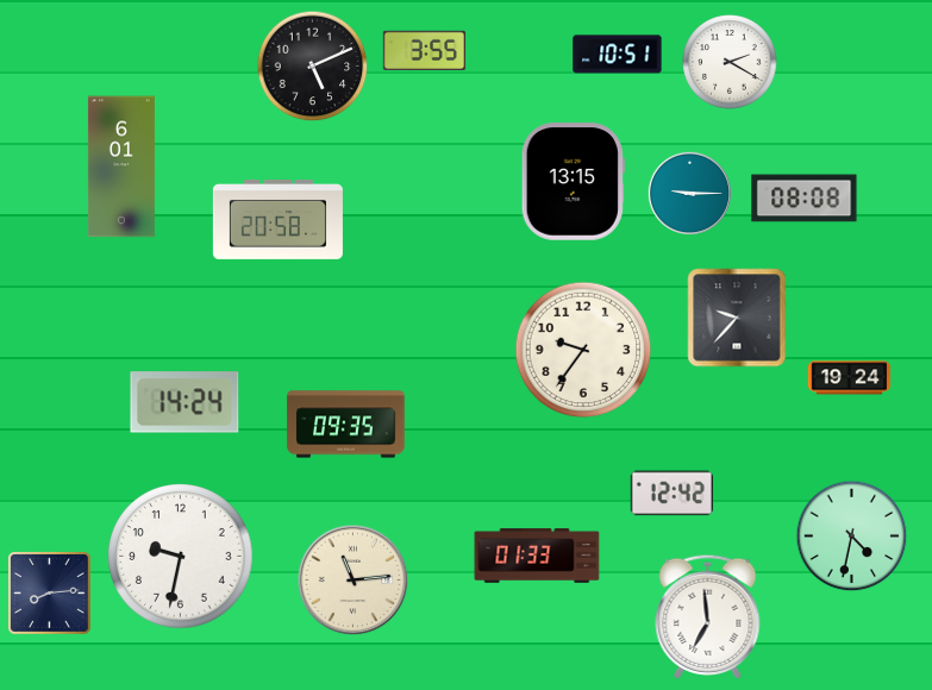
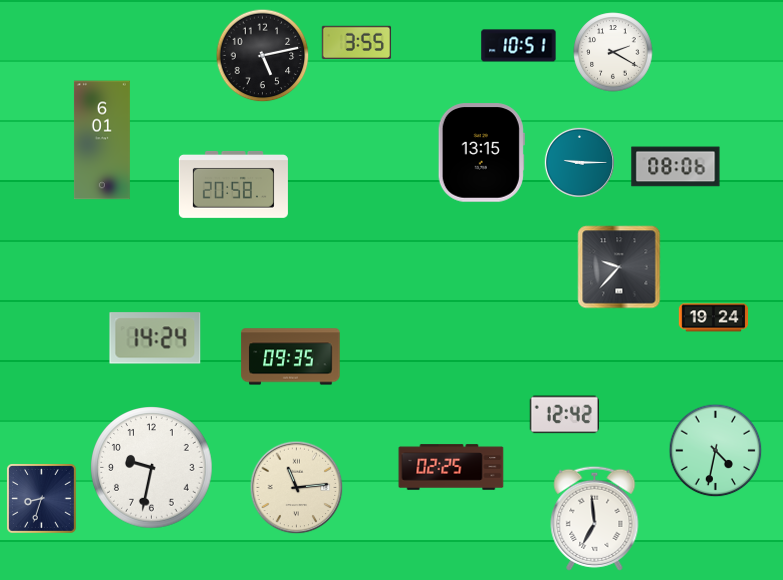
clock at (313, 67): 5:11 -> 5:13
clock at (805, 199): 08:08 -> 08:06
clock at (583, 350): 9:36 -> none
clock at (537, 556): 01:33 -> 02:25
clock at (50, 594): 8:14 -> 8:33
